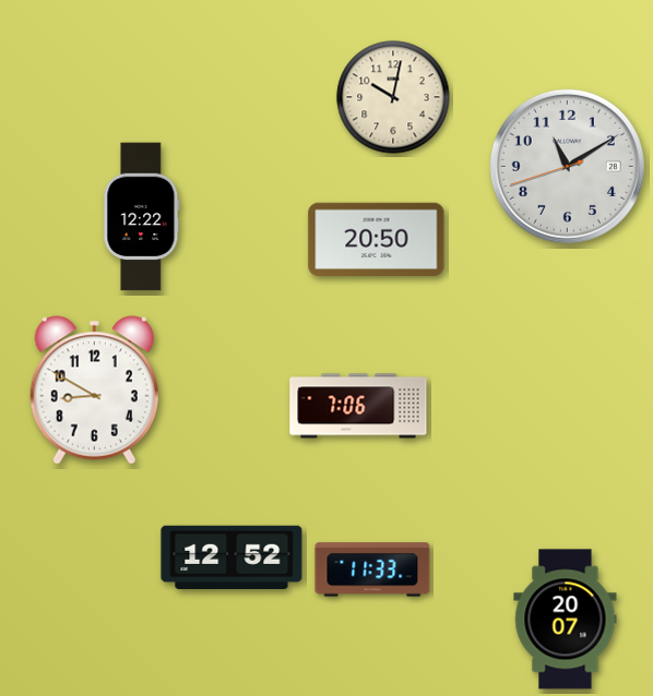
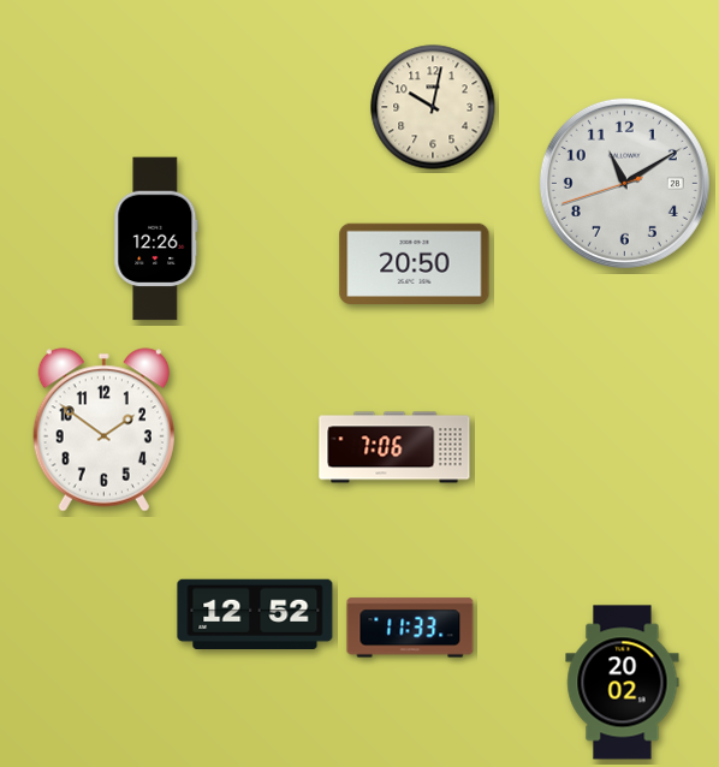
clock at (142, 217): 12:22 -> 12:26
clock at (94, 391): 8:50 -> 1:51
clock at (566, 620): 20:07 -> 20:02
